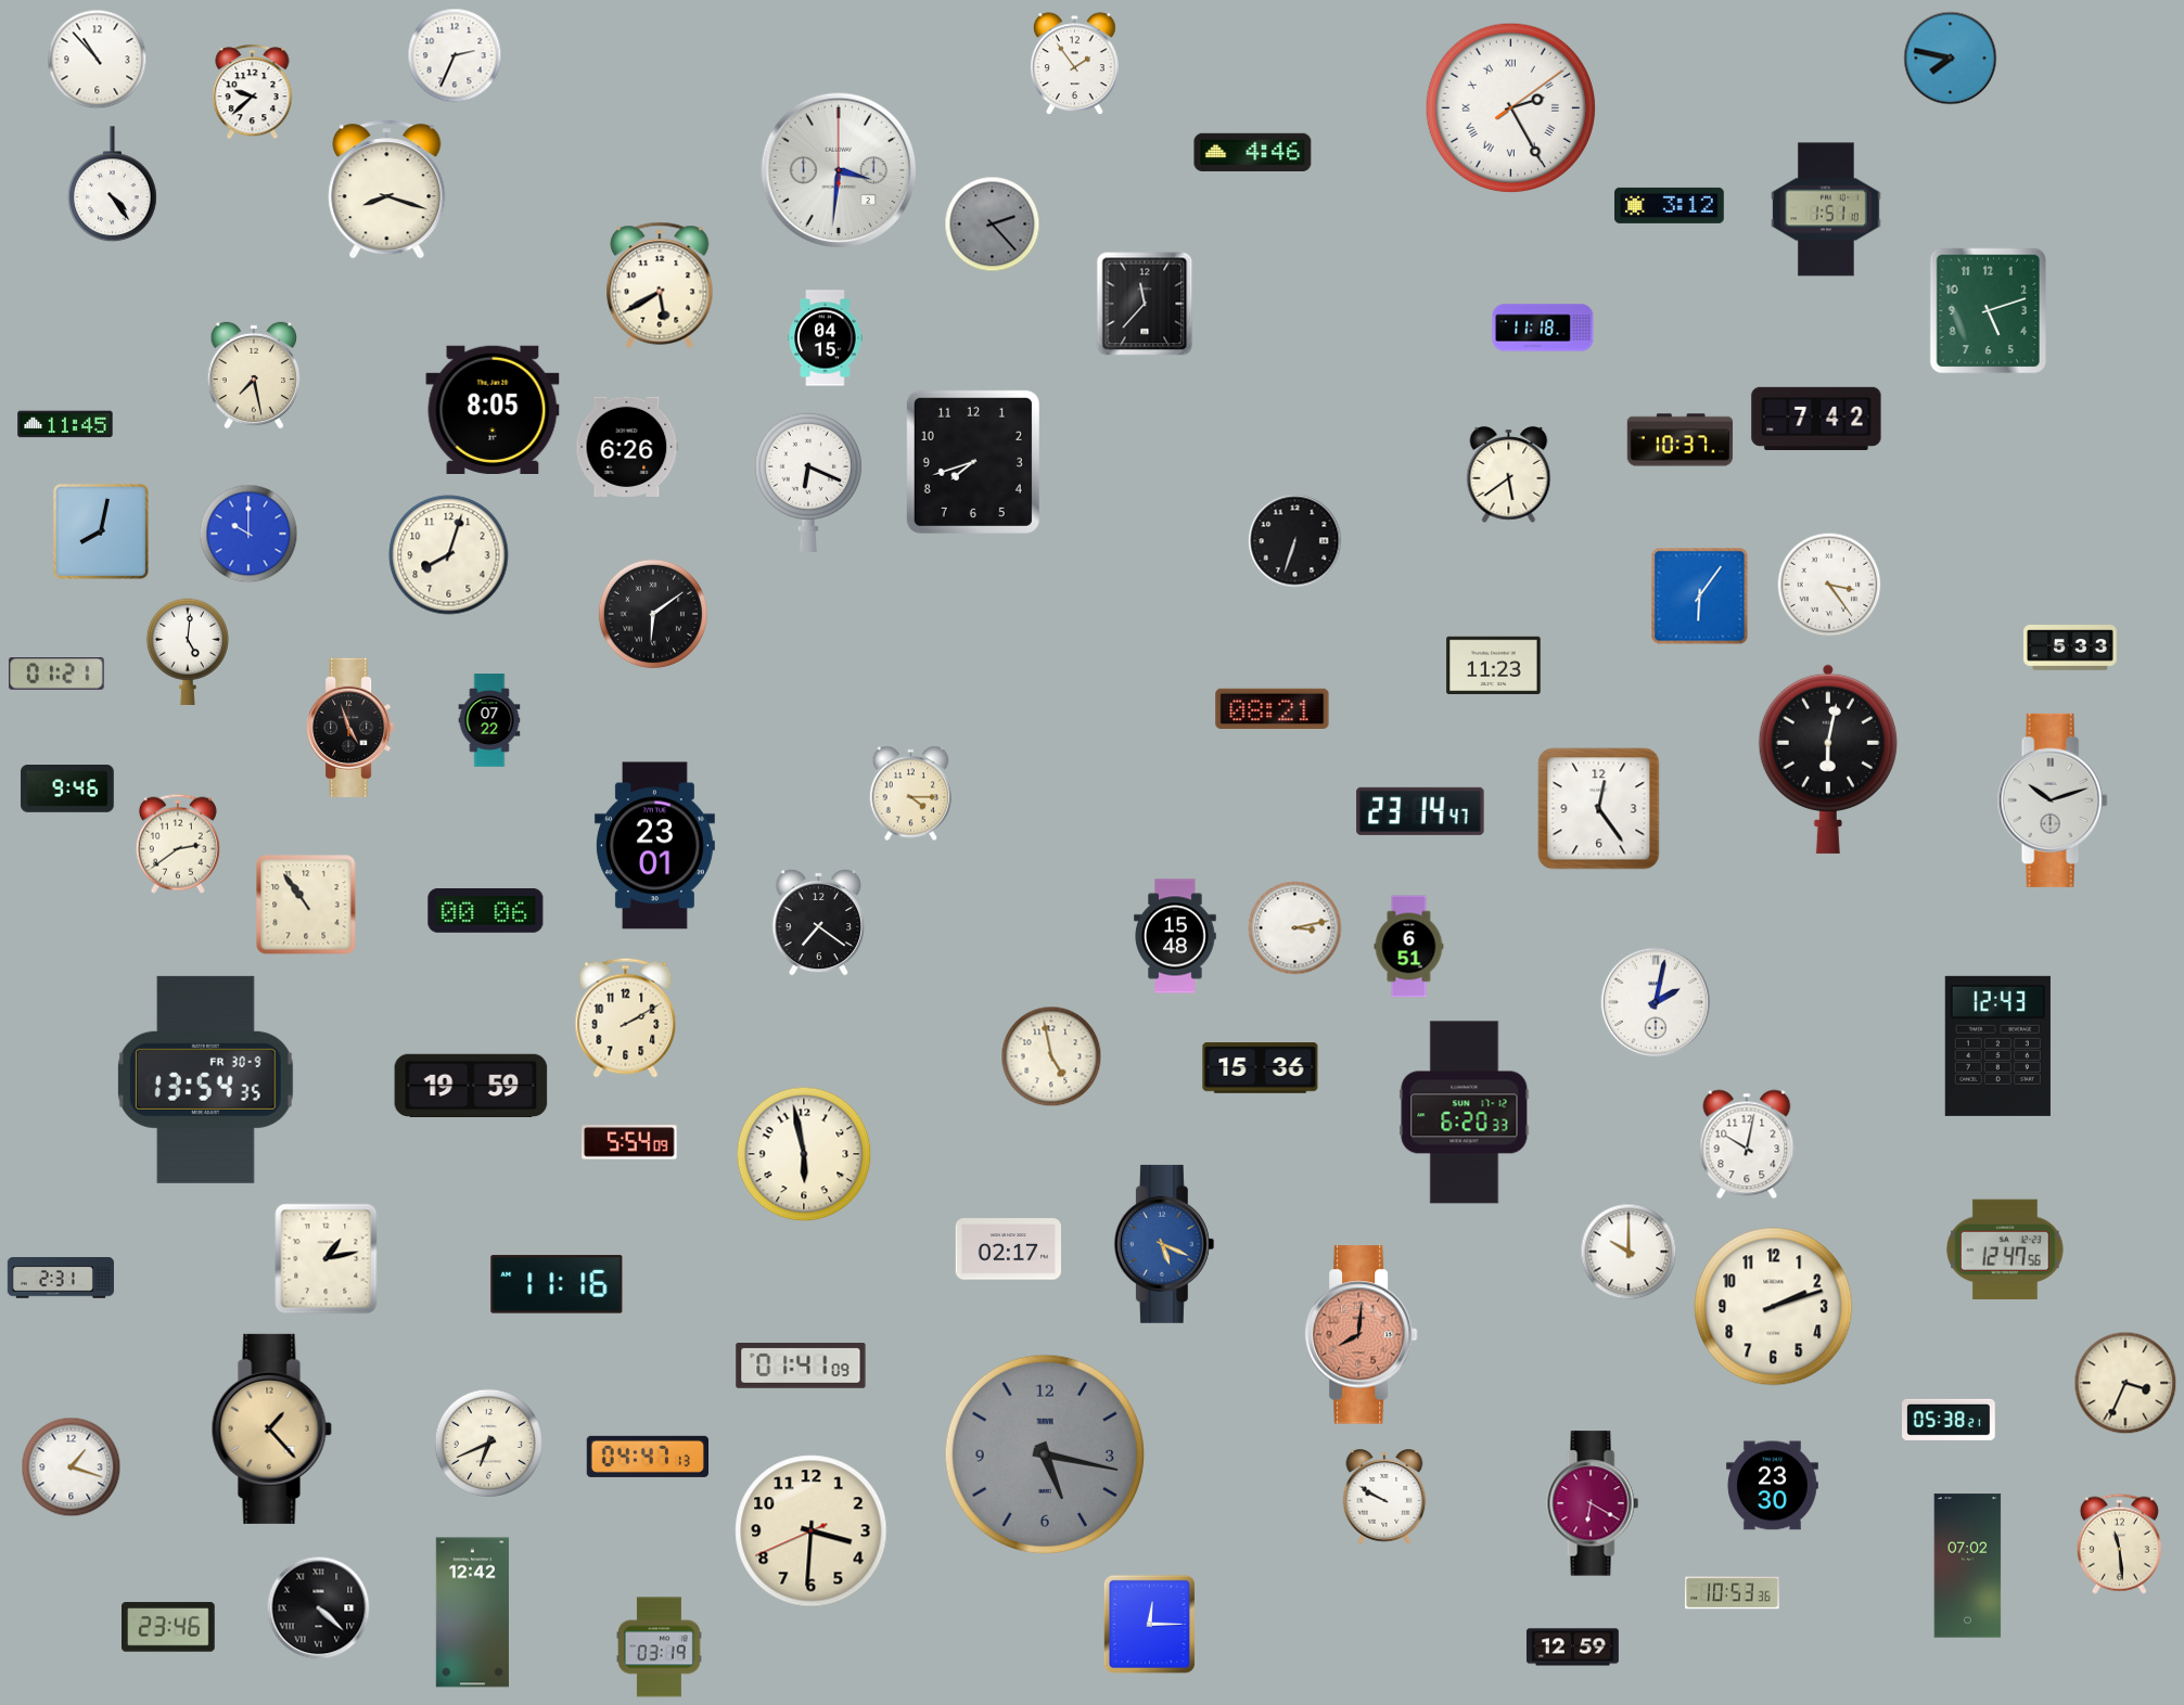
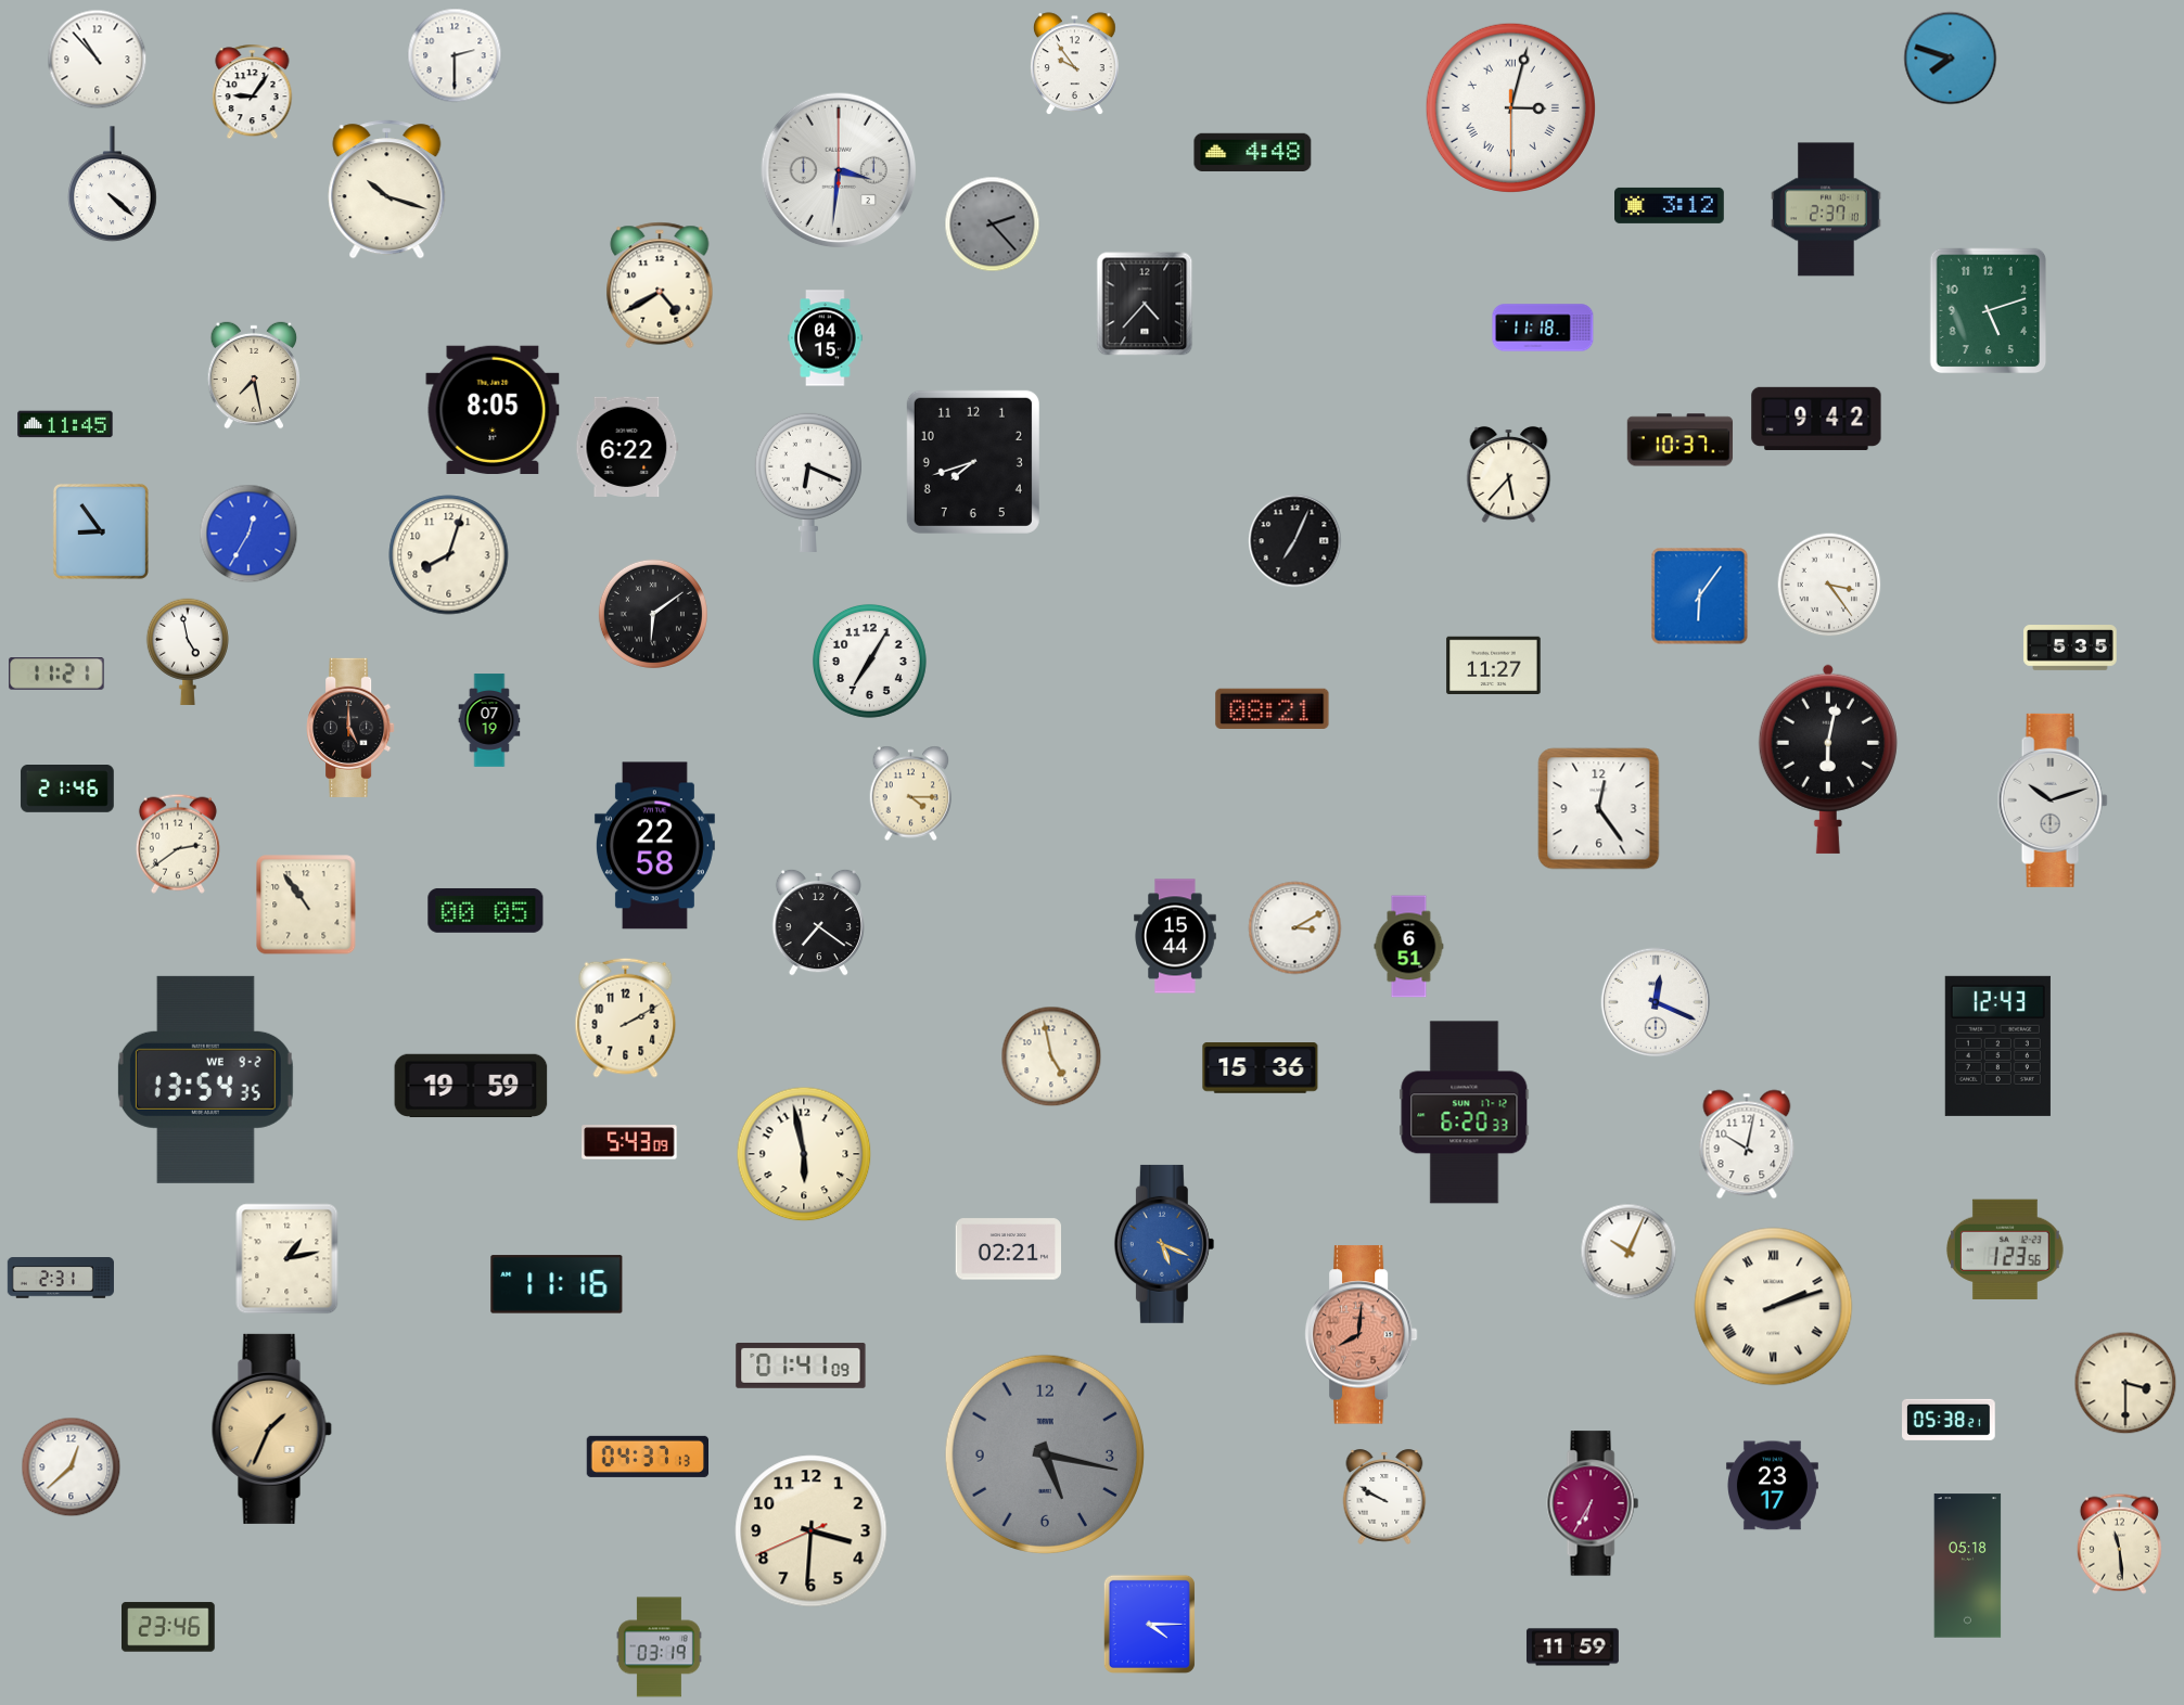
clock at (455, 55): 2:34 -> 2:30
clock at (1951, 59): 7:47 -> 7:48
clock at (1074, 64): 1:54 -> 9:54
clock at (253, 92): 9:38 -> 9:06
clock at (1510, 107): 2:25 -> 3:02
clock at (1253, 152): 4:46 -> 4:48
clock at (113, 184): 4:24 -> 4:22
clock at (387, 190): 8:18 -> 10:18
clock at (1826, 209): 1:51 -> 2:37
clock at (660, 285): 5:40 -> 4:40
clock at (1145, 304): 11:37 -> 4:37
clock at (1816, 419): 7:42 -> 9:42
clock at (627, 446): 6:26 -> 6:22
clock at (1509, 474): 5:39 -> 5:37
clock at (101, 531): 8:02 -> 8:54
clock at (248, 534): 10:00 -> 12:35
clock at (1295, 541): 6:33 -> 7:04
clock at (2070, 648): 5:33 -> 5:35
clock at (187, 652): 5:01 -> 4:58
clock at (869, 661): none -> 7:05
clock at (1494, 666): 11:23 -> 11:27
clock at (56, 675): 01:21 -> 11:21
clock at (489, 720): 07:22 -> 07:19
clock at (350, 728): 4:57 -> 5:00
clock at (67, 789): 9:46 -> 21:46
clock at (1420, 811): 23:14 -> none
clock at (654, 846): 23:01 -> 22:58
clock at (486, 910): 00:06 -> 00:05
clock at (1295, 928): 3:13 -> 3:10
clock at (1175, 936): 15:48 -> 15:44
clock at (1656, 1002): 2:02 -> 12:19
clock at (205, 1079) date: FR 30-9 -> WE 9-2
clock at (629, 1142): 5:54 -> 5:43
clock at (2006, 1248): 12:47 -> 1:23
clock at (1008, 1249): 02:17 -> 02:21
clock at (1629, 1252): 10:00 -> 10:04
clock at (327, 1259) position: (327, 1259) -> (288, 1259)
clock at (1774, 1307) numerals: Arabic -> Roman
clock at (2125, 1383): 3:34 -> 3:30
clock at (271, 1428): 1:23 -> 1:34
clock at (488, 1443): 6:41 -> none
clock at (648, 1457): 04:47 -> 04:37
clock at (72, 1467): 1:18 -> 12:38
clock at (1772, 1486): 23:30 -> 23:17
clock at (1593, 1503): 6:20 -> 6:35
clock at (1968, 1566): 07:02 -> 05:18
clock at (1733, 1593): 10:53 -> none
clock at (319, 1608): 4:22 -> none
clock at (472, 1613): 12:42 -> none
clock at (1149, 1624): 12:15 -> 4:15
clock at (1572, 1648): 12:59 -> 11:59
